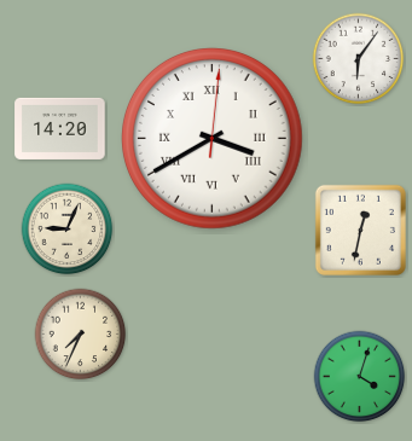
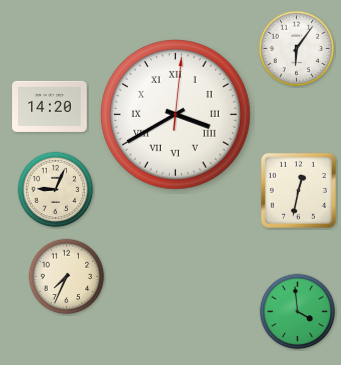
clock at (360, 377): 4:03 -> 3:59
